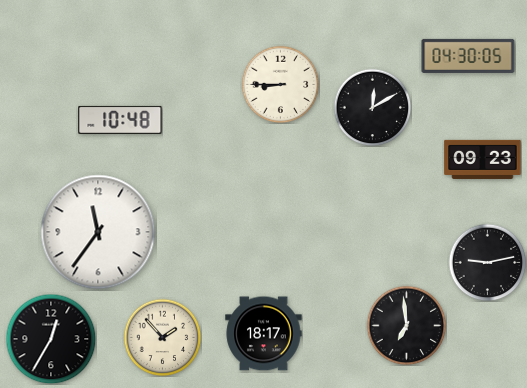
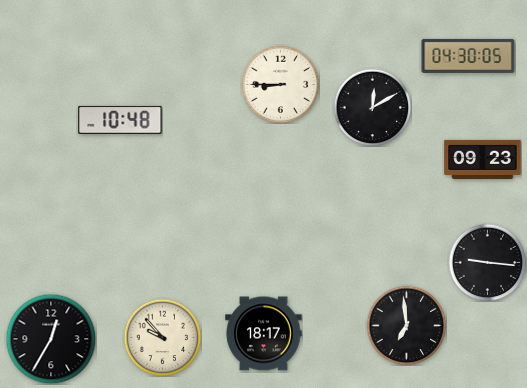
clock at (98, 232): 11:36 -> none
clock at (487, 262): 9:13 -> 9:16
clock at (162, 337): 1:53 -> 9:53
